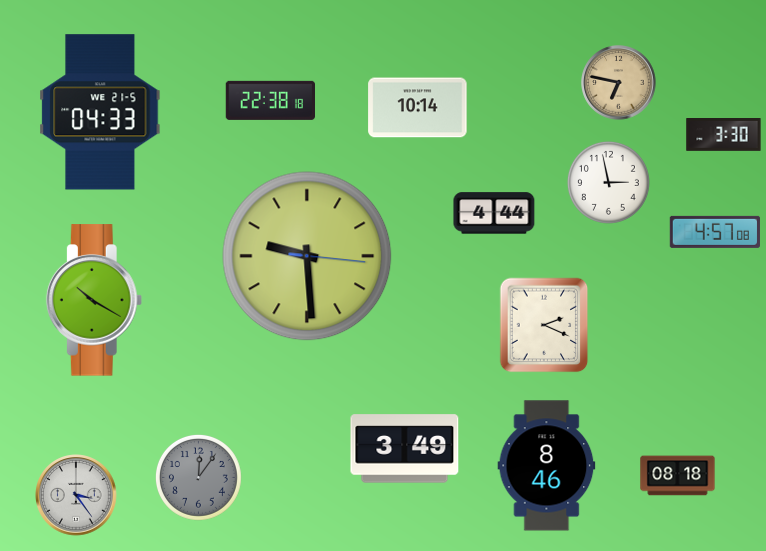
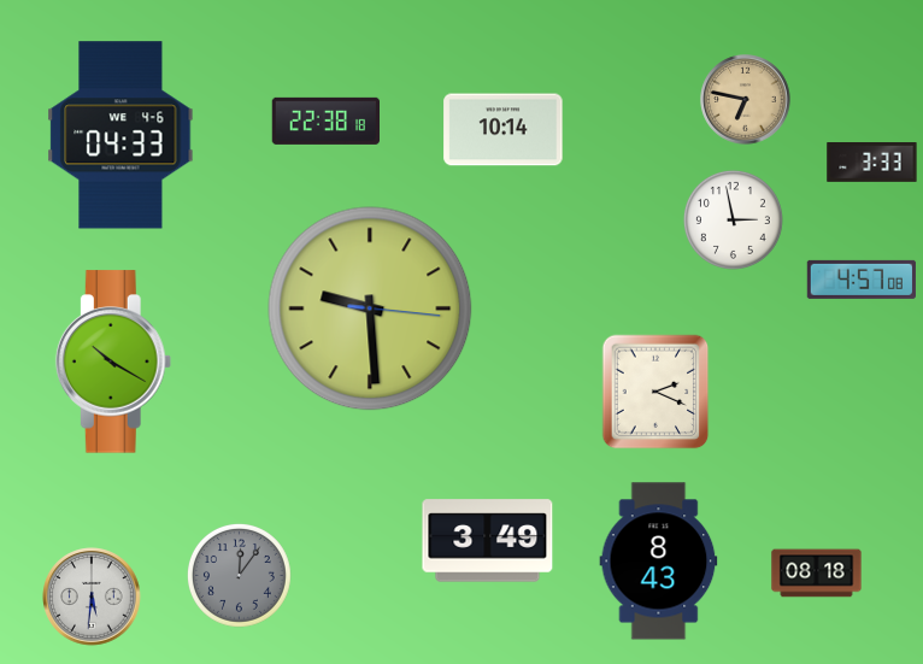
clock at (100, 112) date: WE 21-5 -> WE 4-6
clock at (724, 135): 3:30 -> 3:33
clock at (494, 213): 4:44 -> none
clock at (547, 466): 8:46 -> 8:43
clock at (76, 495): 3:24 -> 5:31
